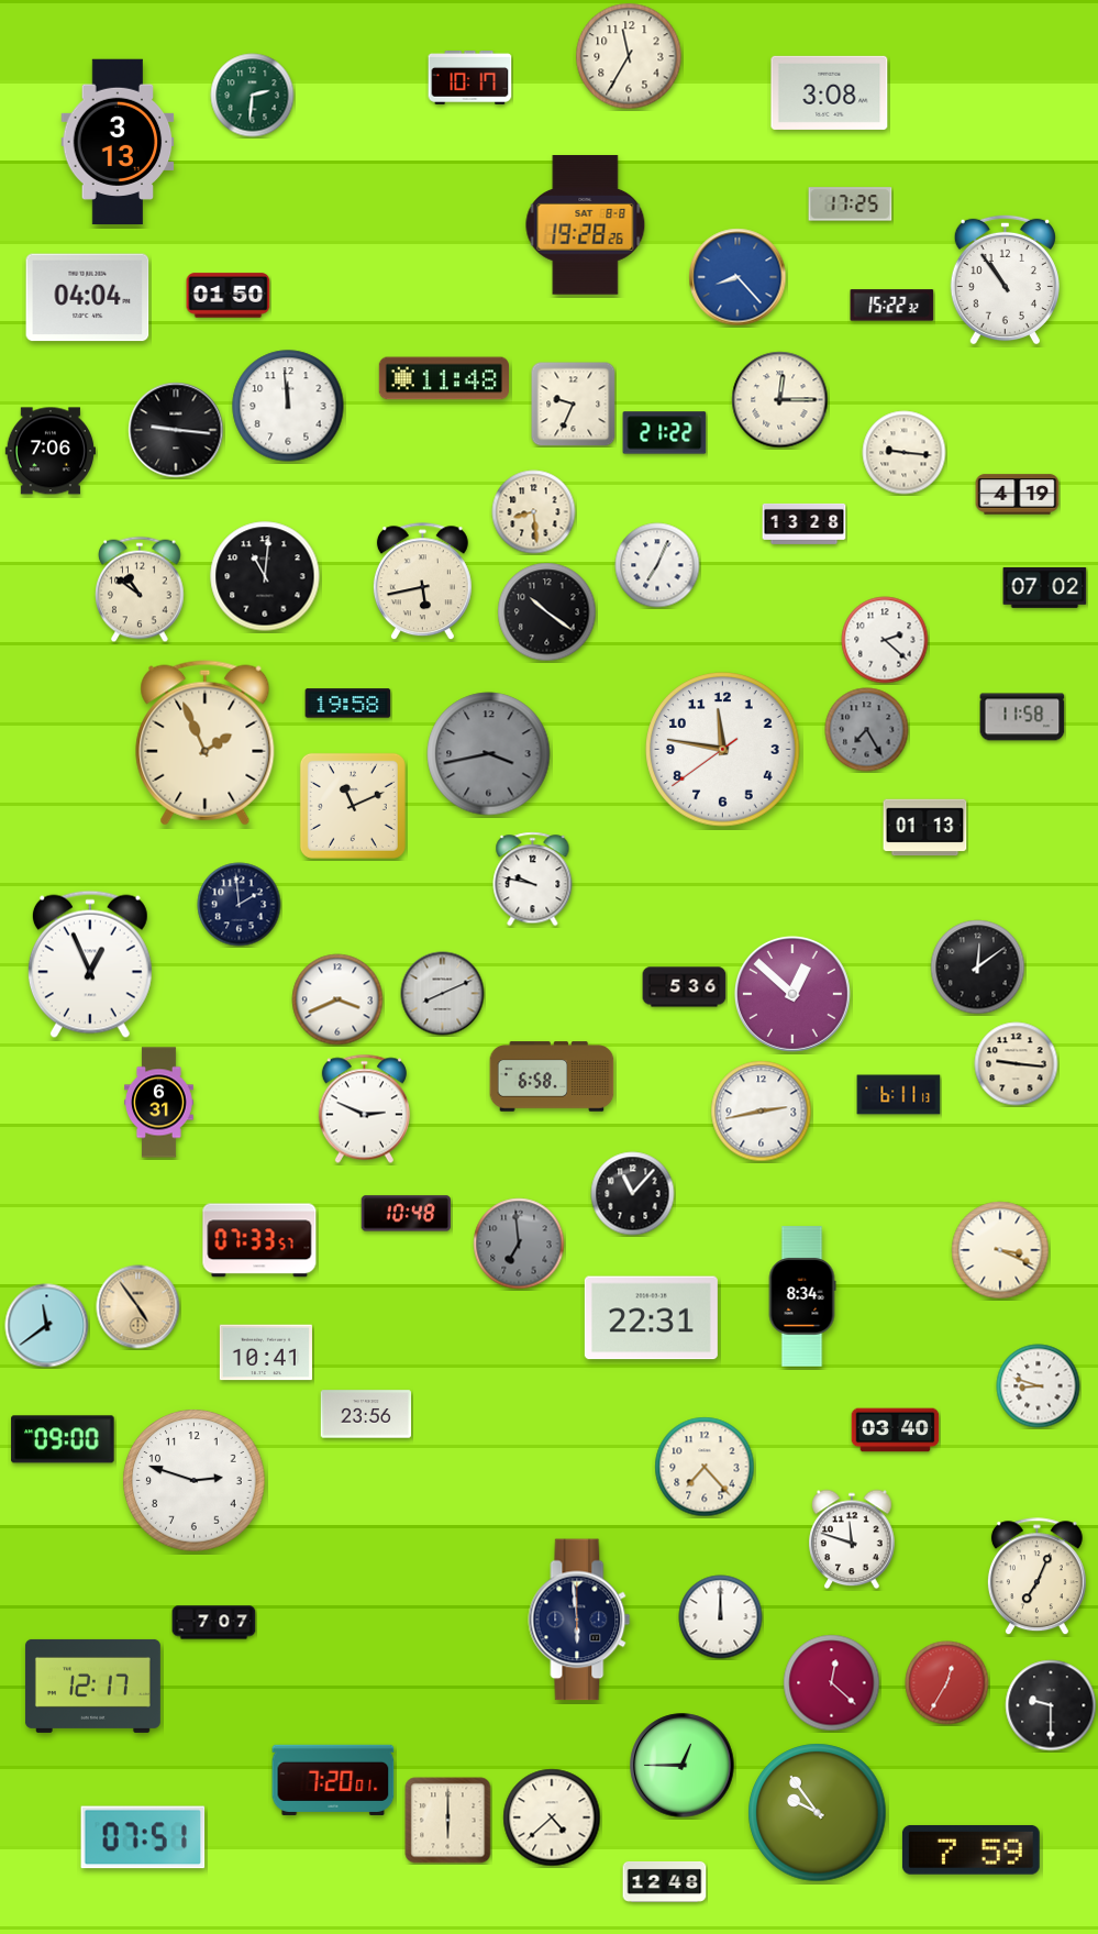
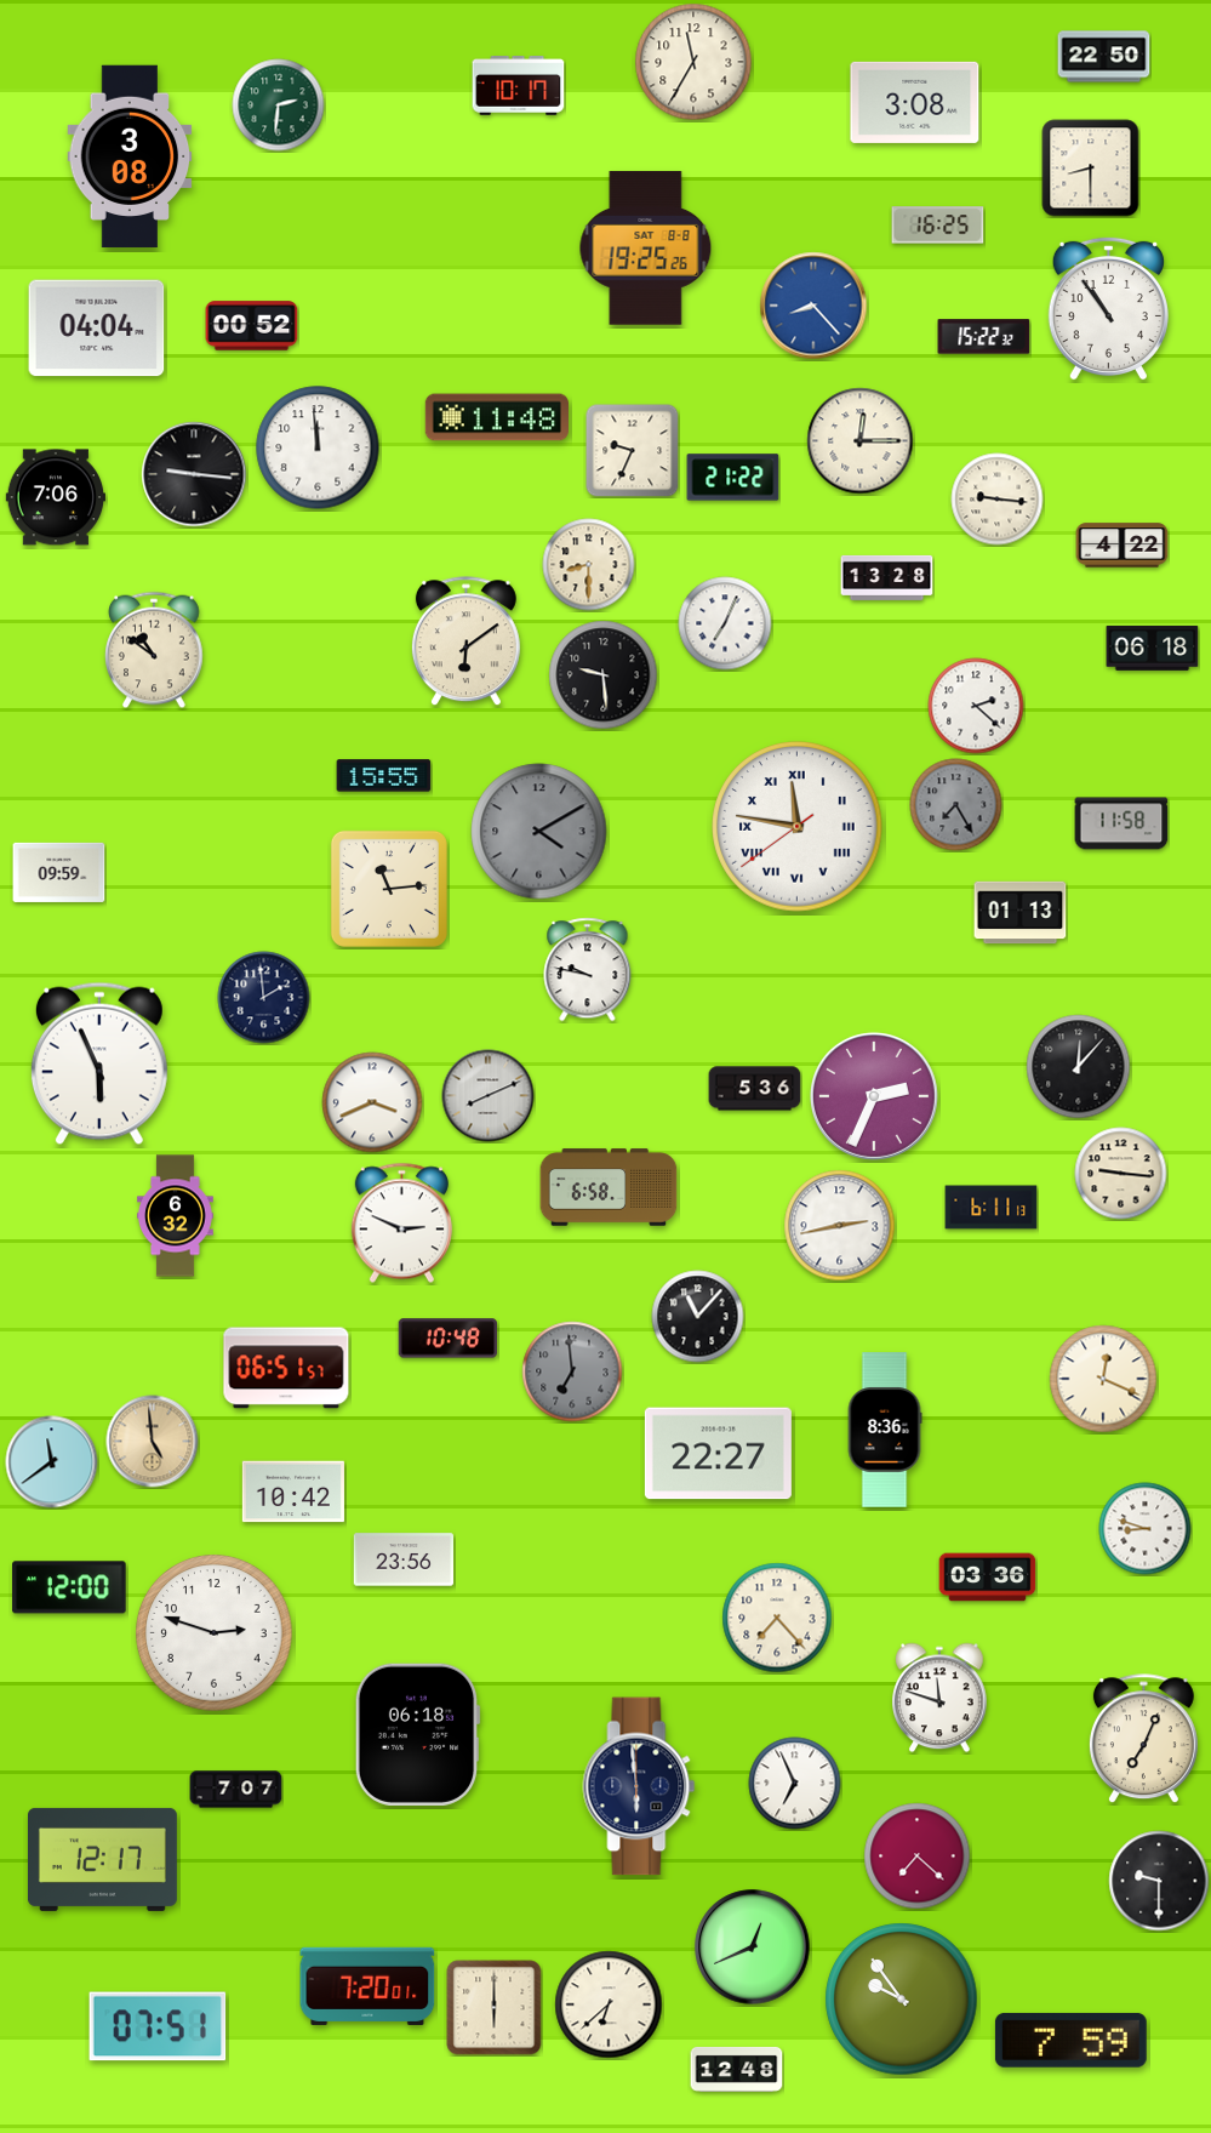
clock at (1104, 57): none -> 22:50
clock at (118, 142): 3:13 -> 3:08
clock at (1091, 169): none -> 8:30
clock at (851, 205): 17:25 -> 16:25
clock at (586, 225): 19:28 -> 19:25
clock at (229, 296): 01:50 -> 00:52
clock at (444, 378) position: (444, 378) -> (497, 417)
clock at (574, 405) position: (574, 405) -> (633, 451)
clock at (1018, 495): 4:19 -> 4:22
clock at (534, 512): 8:29 -> 8:30
clock at (265, 576): 11:01 -> none
clock at (422, 582): 5:43 -> 6:09
clock at (1045, 587): 07:02 -> 06:18
clock at (547, 612): 10:21 -> 9:29
clock at (348, 704): 19:58 -> 15:55
clock at (1022, 717) position: (1022, 717) -> (1121, 823)
clock at (206, 743): 1:56 -> none
clock at (723, 750) numerals: Arabic -> Roman
clock at (489, 754): 3:43 -> 4:10
clock at (59, 872): none -> 09:59
clock at (353, 806): 11:11 -> 11:14
clock at (90, 964): 12:56 -> 5:56
clock at (978, 968): 12:09 -> 12:07
clock at (792, 994): 12:52 -> 2:34
clock at (159, 1103): 6:31 -> 6:32
clock at (259, 1240): 07:33 -> 06:51
clock at (1000, 1250): 3:19 -> 12:19
clock at (802, 1296): 8:34 -> 8:36
clock at (138, 1307): 4:54 -> 4:59
clock at (651, 1318): 22:31 -> 22:27
clock at (266, 1352): 10:41 -> 10:42
clock at (896, 1430): 03:40 -> 03:36
clock at (63, 1439): 09:00 -> 12:00
clock at (417, 1734): none -> 06:18
clock at (721, 1617): 12:00 -> 6:56
clock at (832, 1683): 12:22 -> 7:22
clock at (947, 1683): 12:35 -> none
clock at (683, 1766): 12:45 -> 12:41
clock at (333, 1780) position: (333, 1780) -> (367, 1986)
clock at (552, 1817): 4:38 -> 6:38
clock at (665, 1881) position: (665, 1881) -> (737, 2069)
